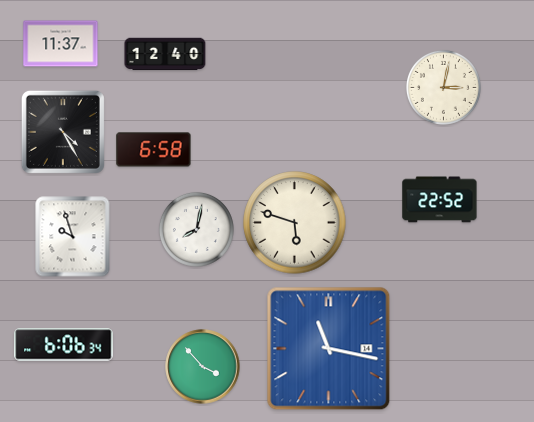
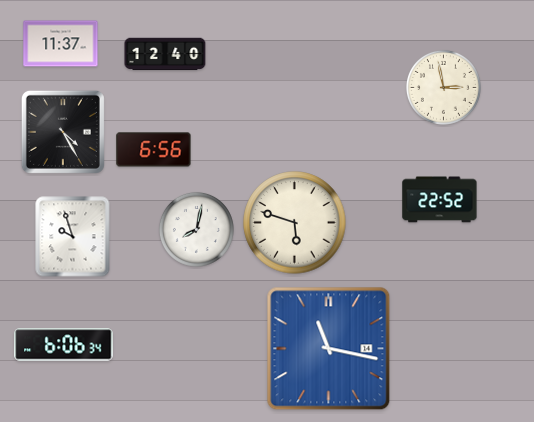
clock at (443, 87): 3:02 -> 2:58
clock at (154, 150): 6:58 -> 6:56
clock at (203, 367): 3:53 -> none
